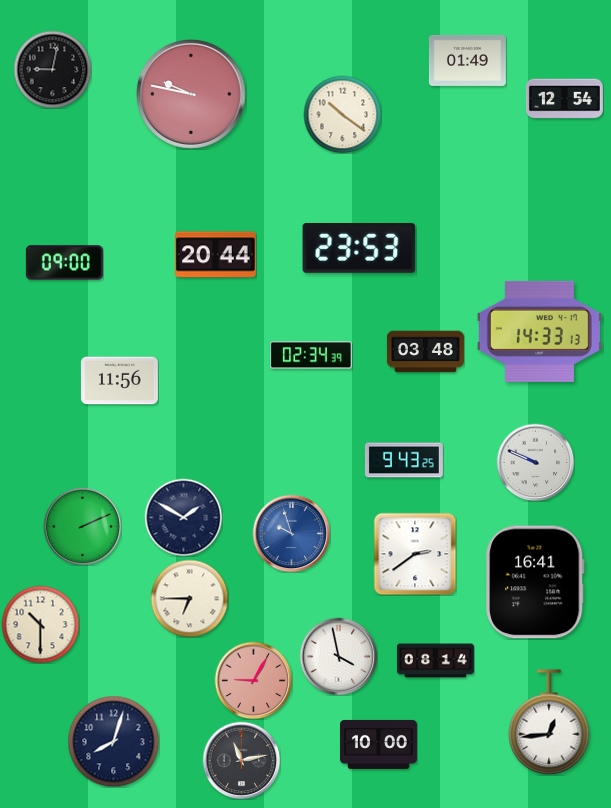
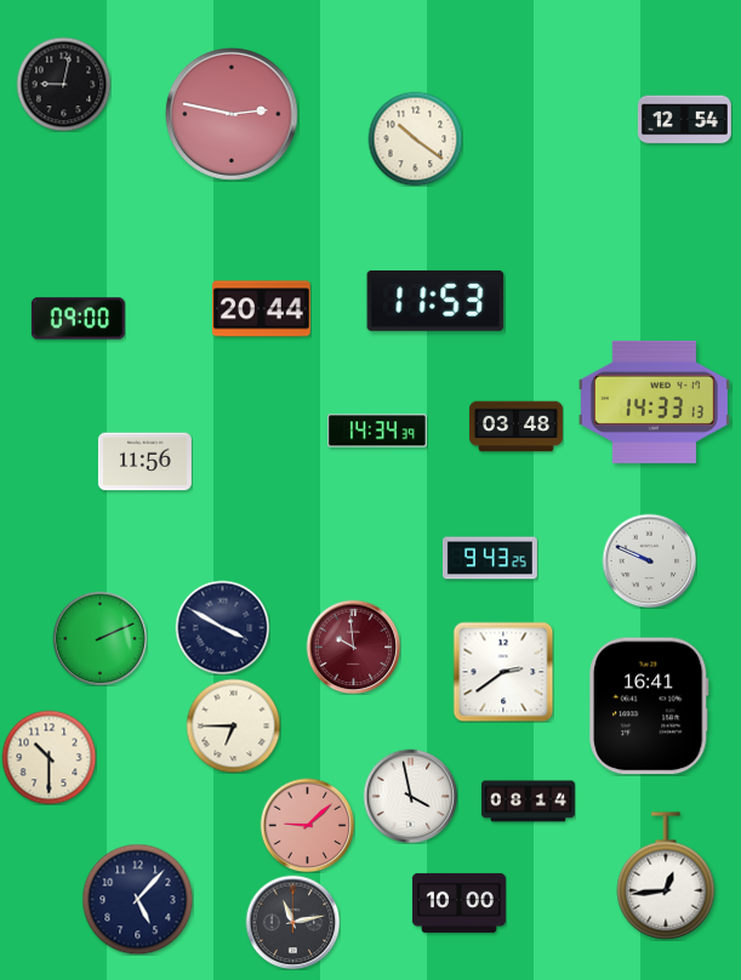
clock at (467, 60): 01:49 -> none
clock at (191, 94): 9:47 -> 2:47
clock at (359, 248): 23:53 -> 11:53
clock at (311, 355): 02:34 -> 14:34
clock at (183, 517): 1:50 -> 3:50
clock at (291, 533): 9:57 -> 9:59
clock at (291, 533) dial: blue -> burgundy
clock at (189, 598) position: (189, 598) -> (233, 725)
clock at (253, 680): 9:05 -> 9:08
clock at (113, 741): 8:03 -> 5:07
